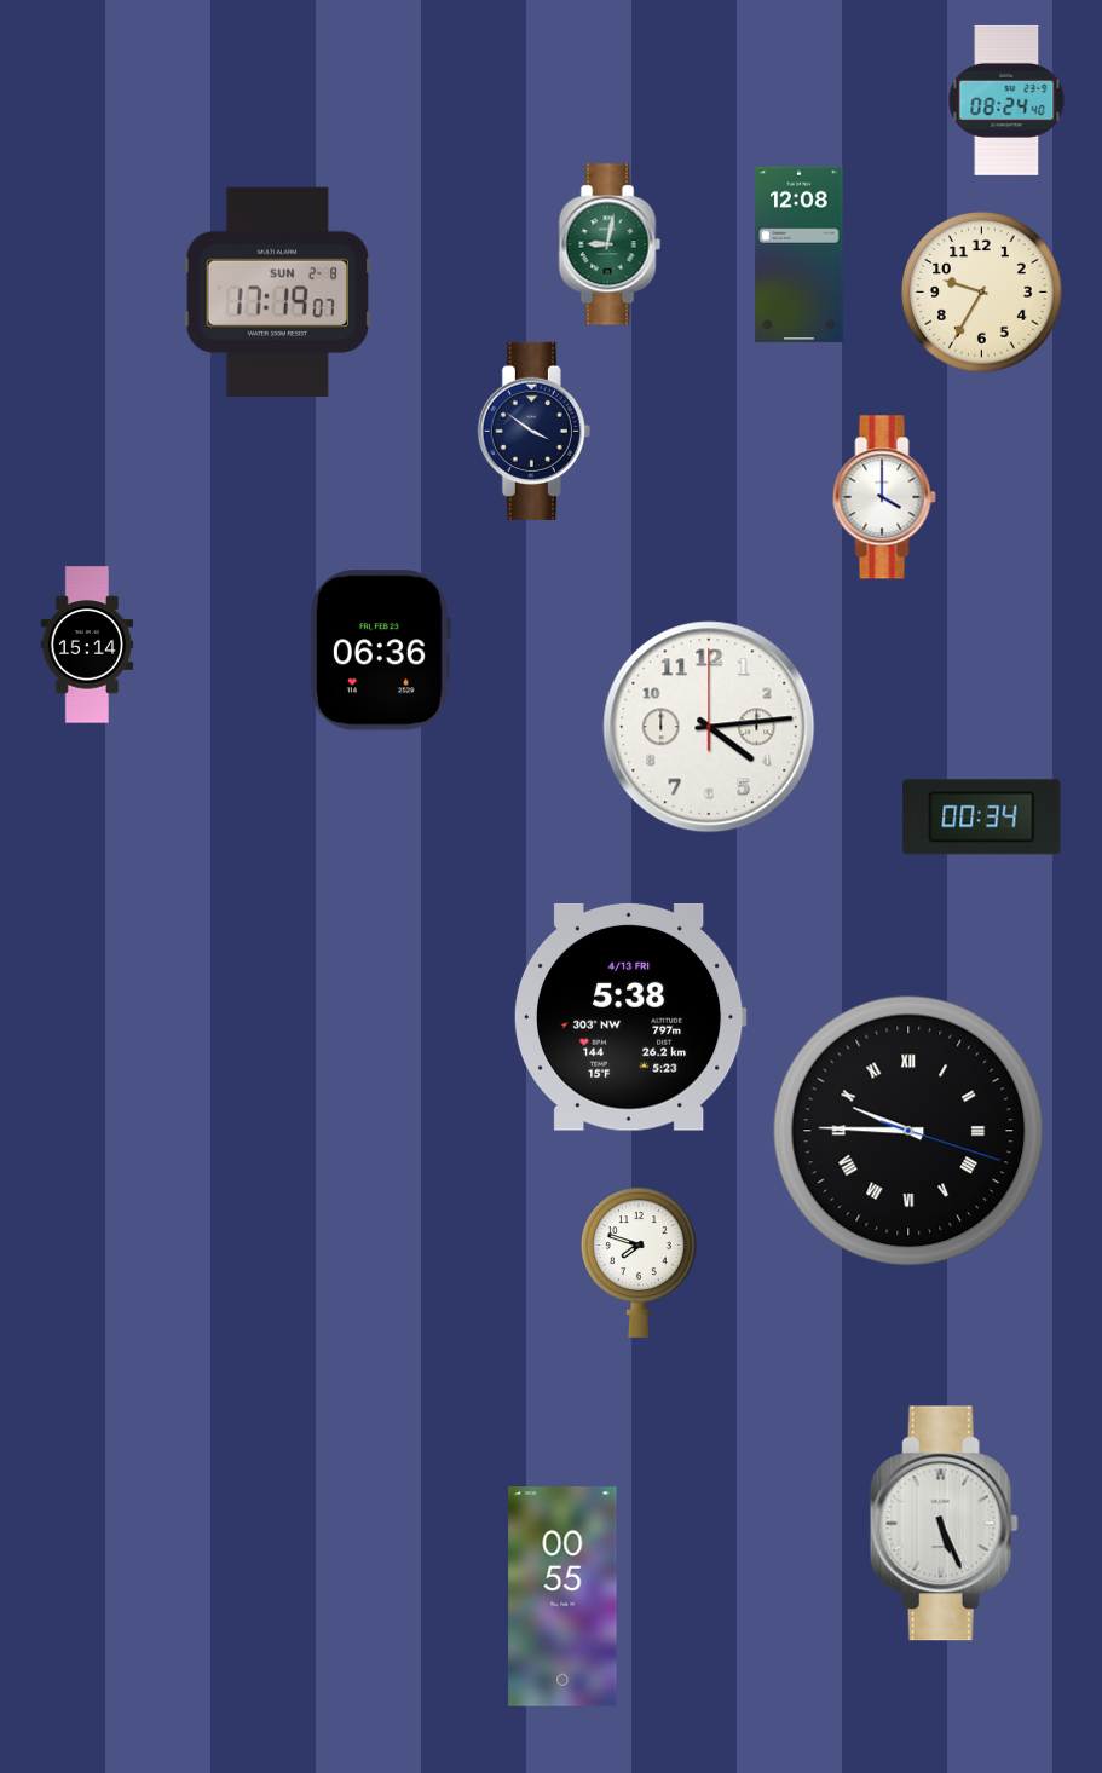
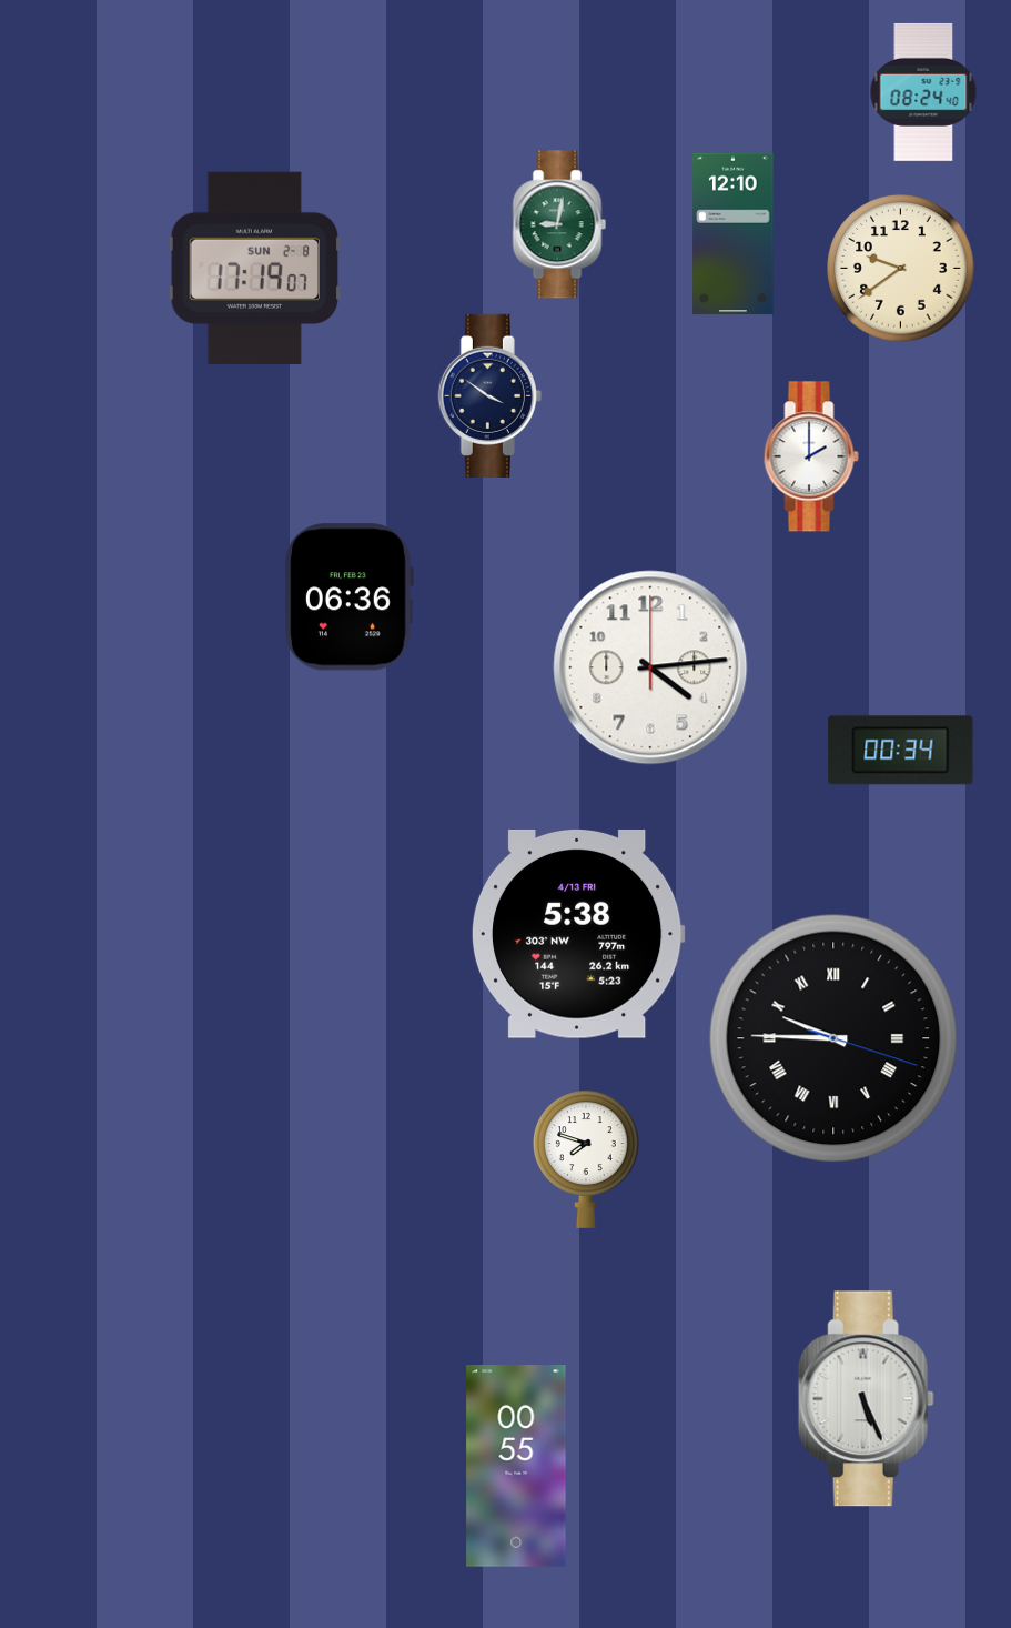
clock at (800, 255): 12:08 -> 12:10
clock at (982, 293): 9:35 -> 9:39
clock at (884, 497): 4:00 -> 2:00
clock at (87, 645): 15:14 -> none
